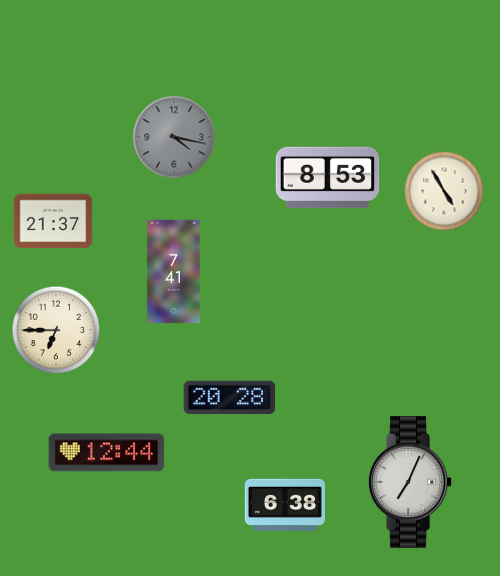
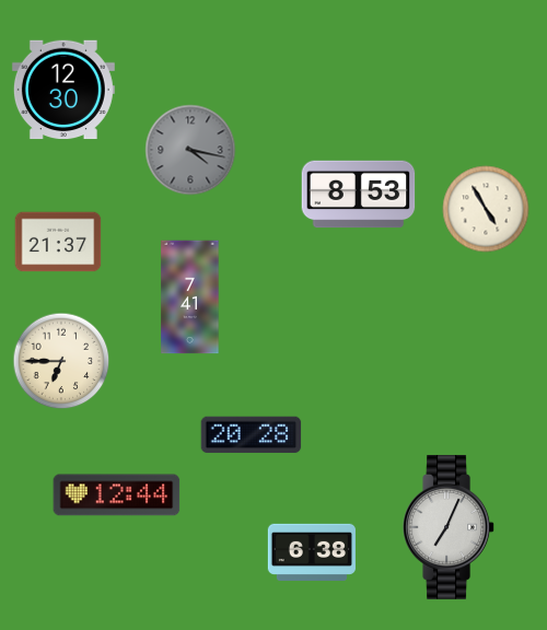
clock at (63, 90): none -> 12:30
